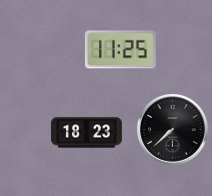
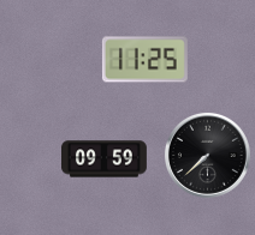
clock at (87, 133): 18:23 -> 09:59
